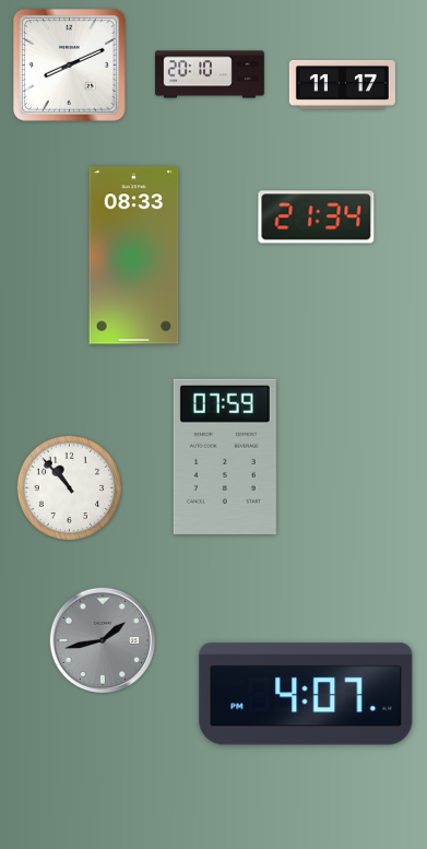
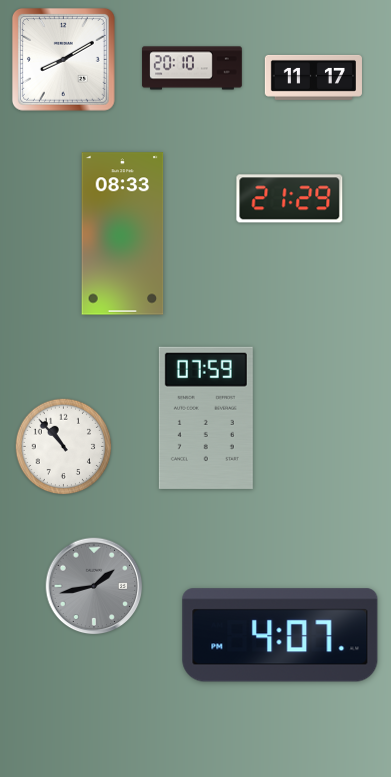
clock at (69, 64): 8:11 -> 8:10
clock at (317, 217): 21:34 -> 21:29
